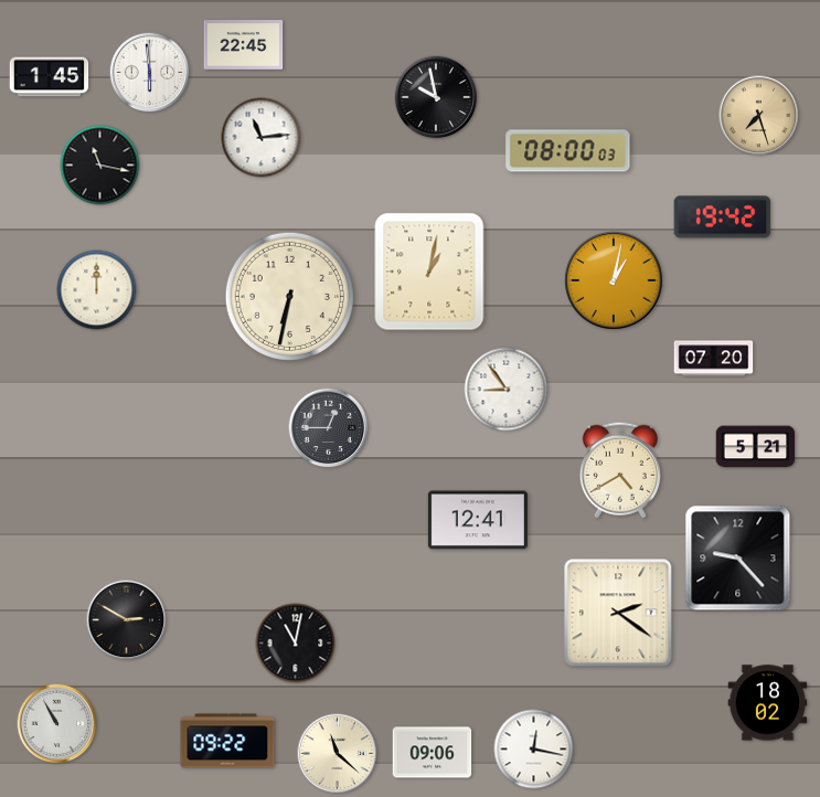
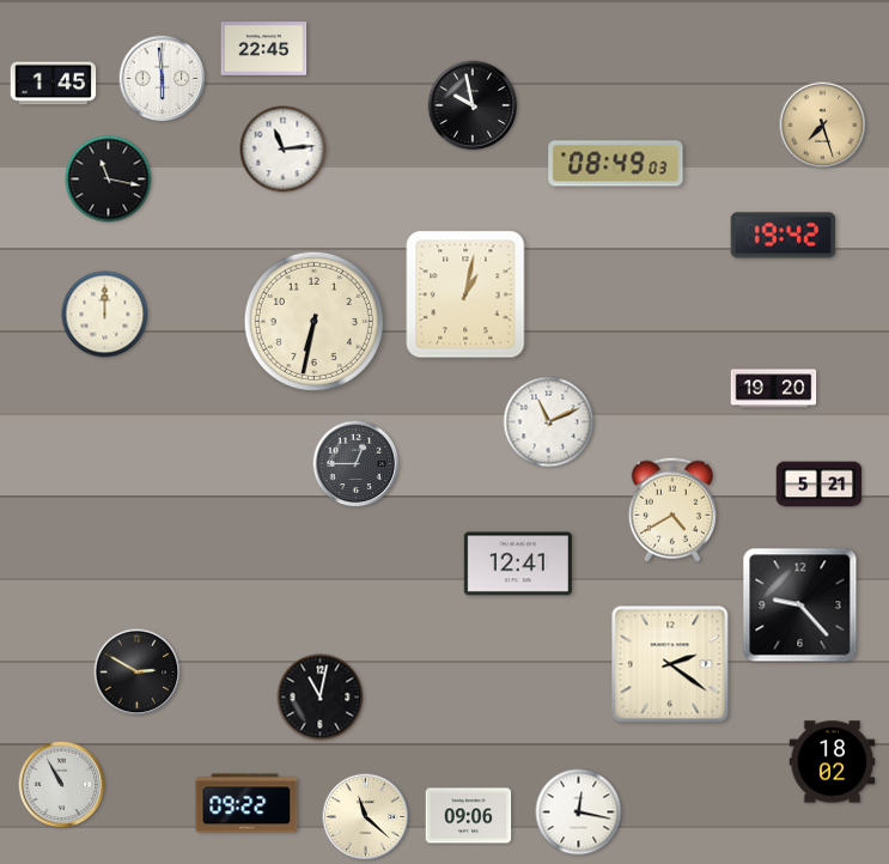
clock at (568, 151): 08:00 -> 08:49
clock at (615, 281): 1:02 -> none
clock at (714, 359): 07:20 -> 19:20
clock at (507, 390): 8:54 -> 11:11
